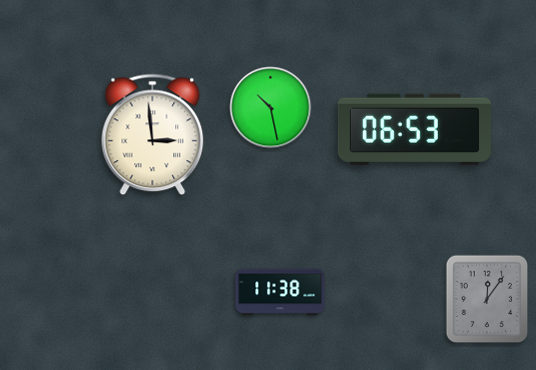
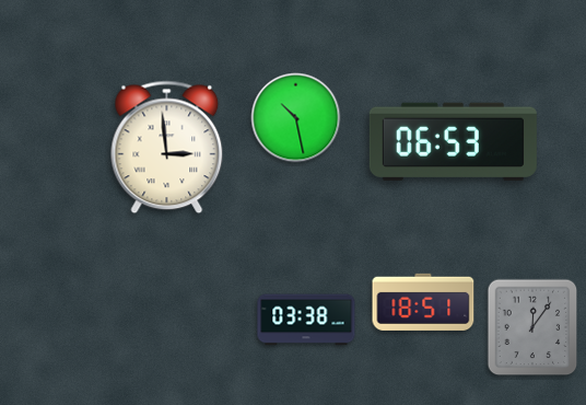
clock at (423, 302): none -> 18:51
clock at (280, 292): 11:38 -> 03:38
